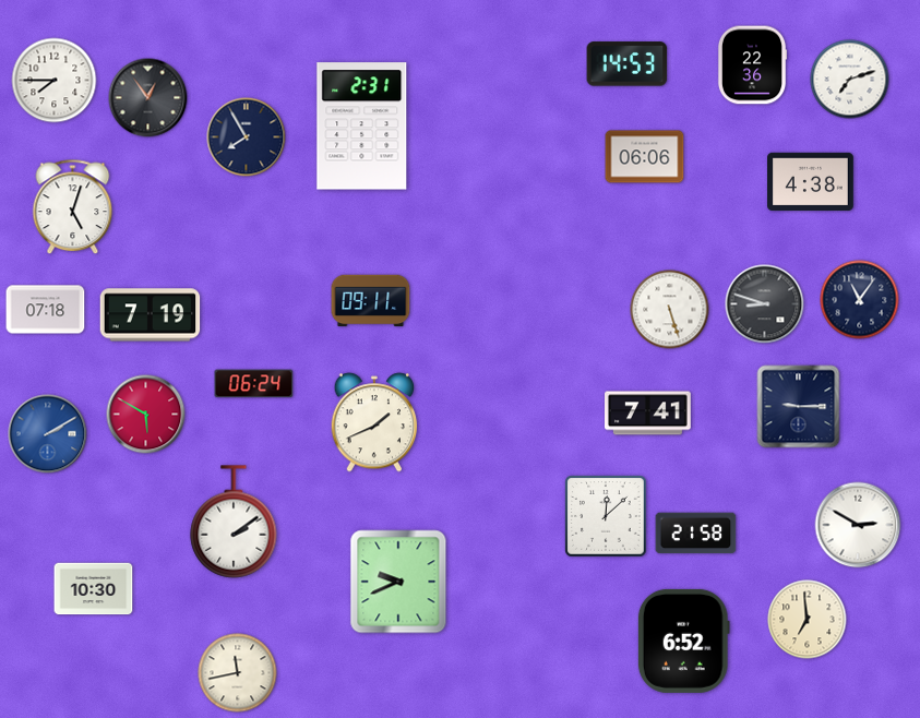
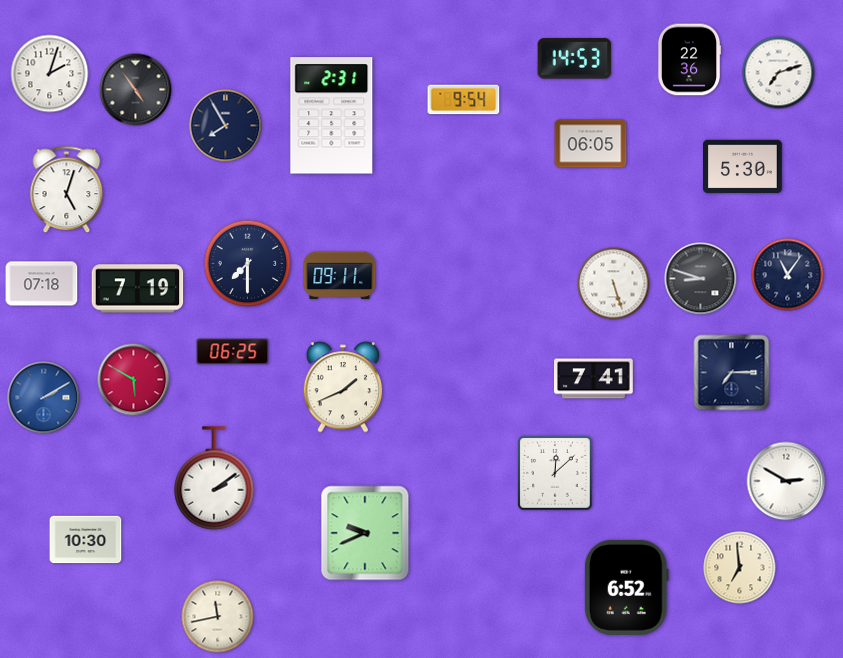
clock at (55, 81): 7:45 -> 2:03
clock at (148, 98): 12:54 -> 4:54
clock at (464, 100): none -> 9:54
clock at (645, 157): 06:06 -> 06:05
clock at (811, 182): 4:38 -> 5:30
clock at (248, 264): none -> 7:30
clock at (254, 384): 06:24 -> 06:25
clock at (799, 407): 9:15 -> 7:15
clock at (696, 534): 21:58 -> none
